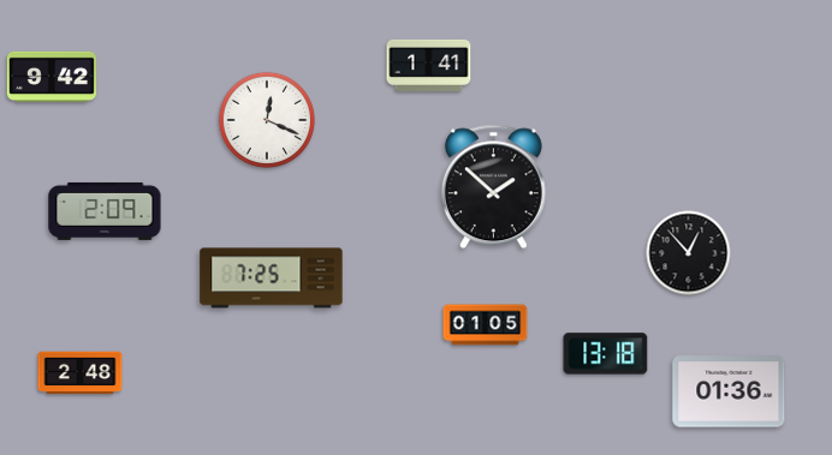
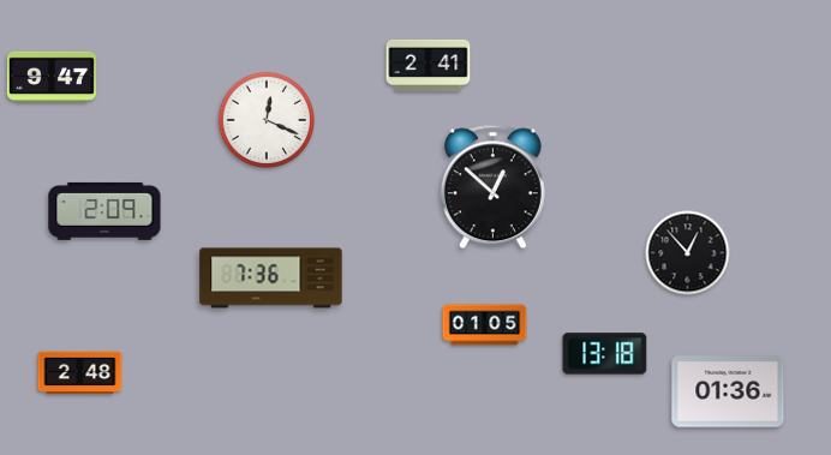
clock at (429, 65): 1:41 -> 2:41
clock at (52, 77): 9:42 -> 9:47
clock at (493, 187): 1:52 -> 12:52
clock at (272, 279): 7:25 -> 7:36
